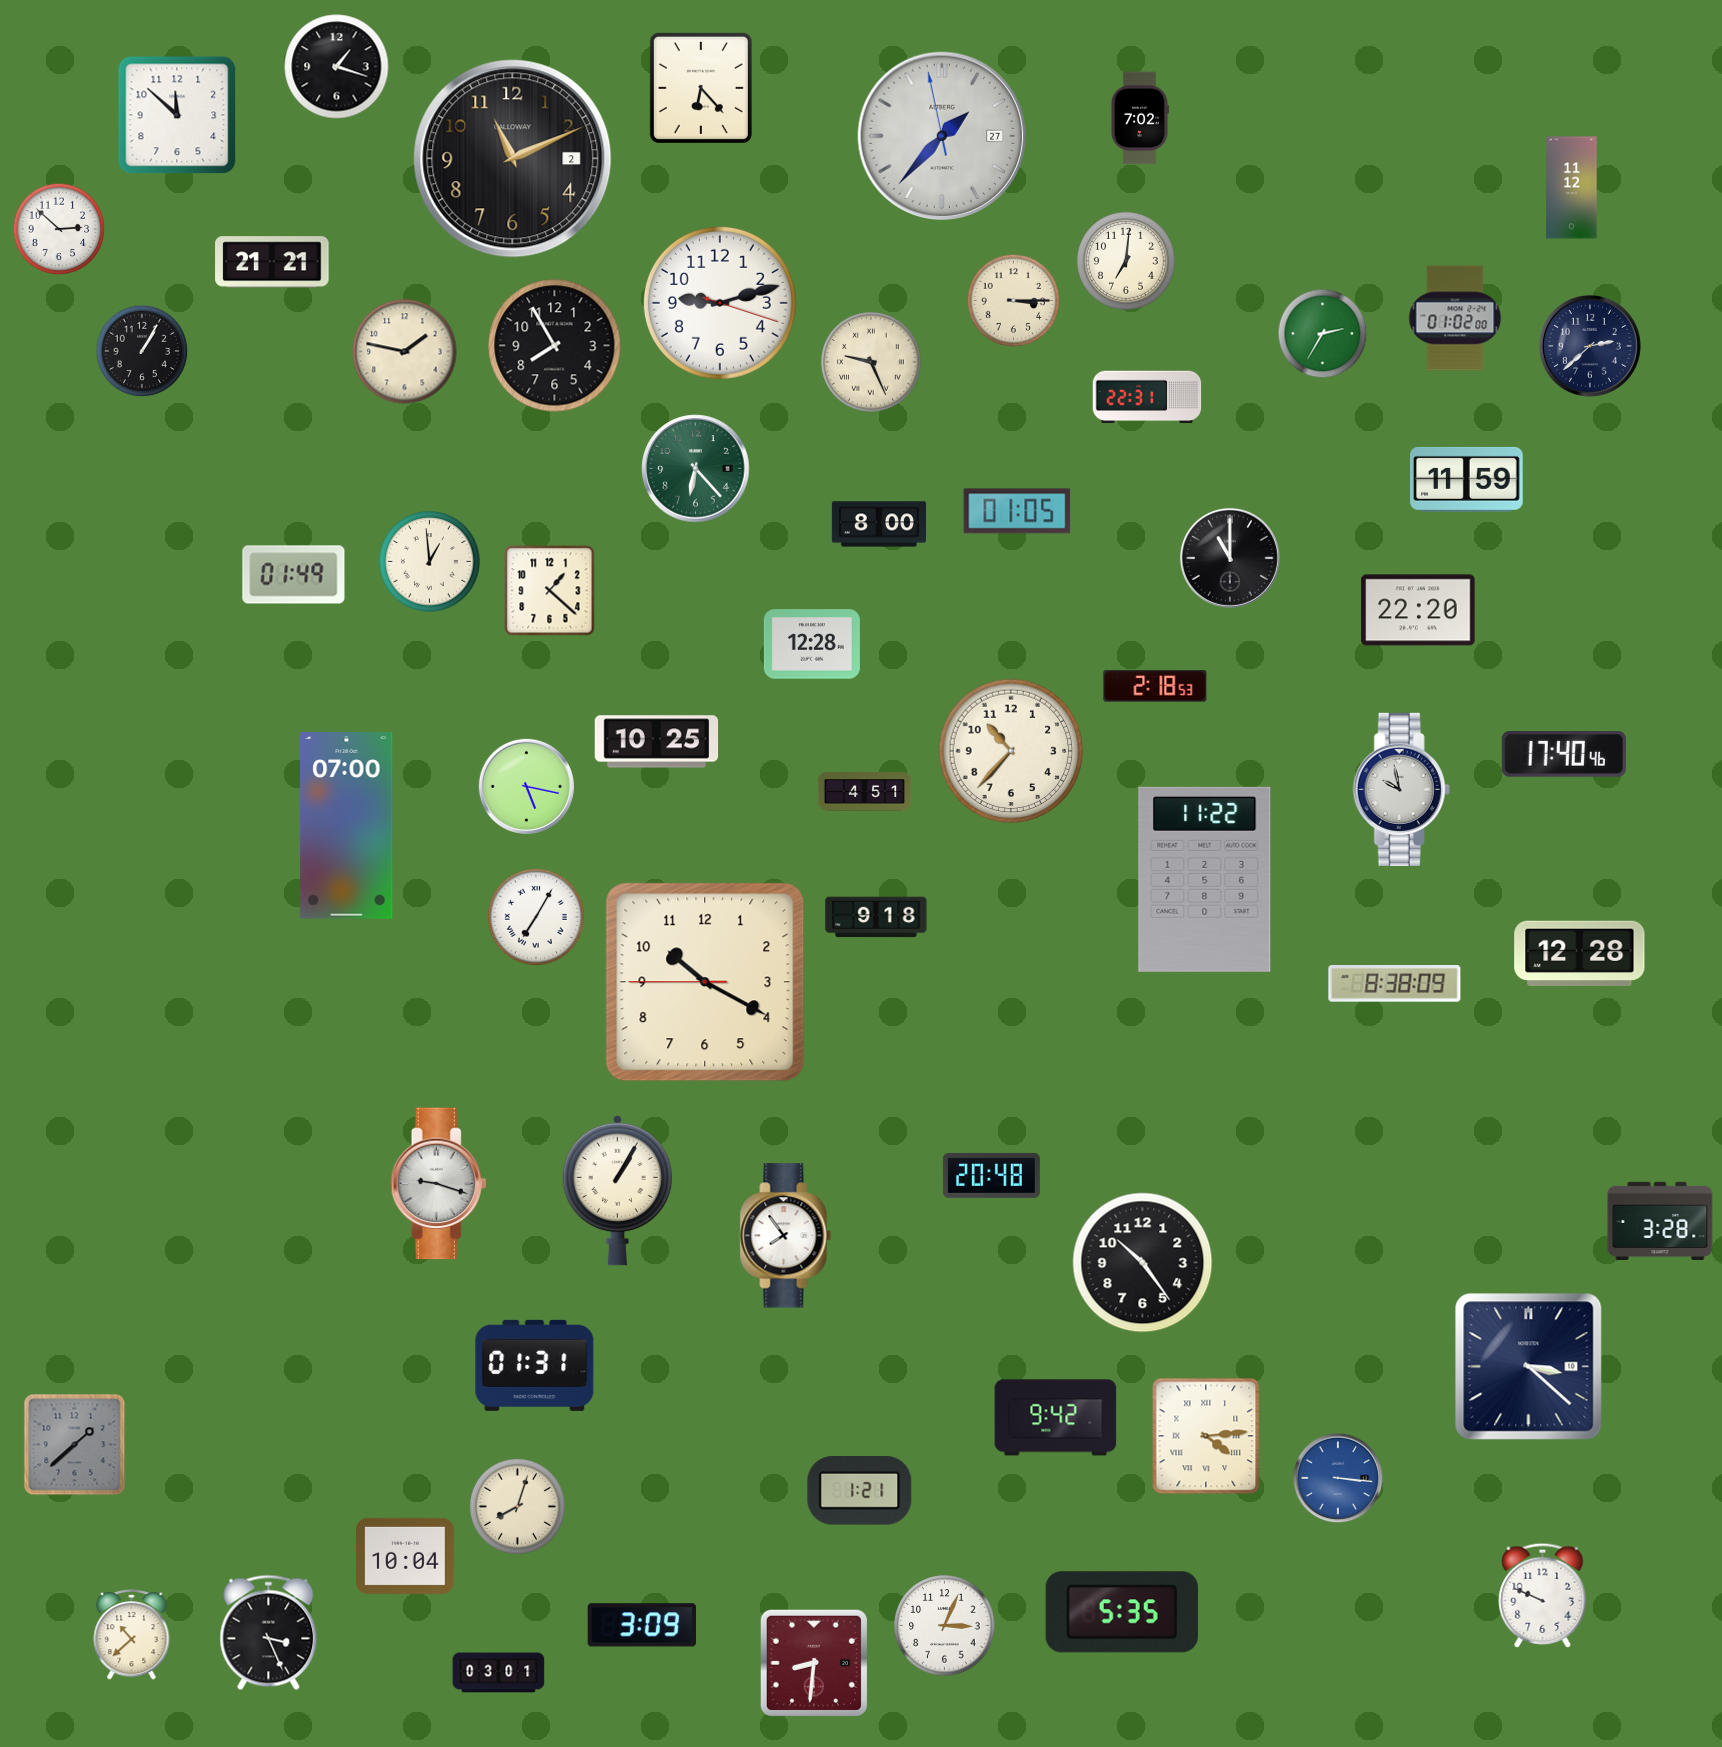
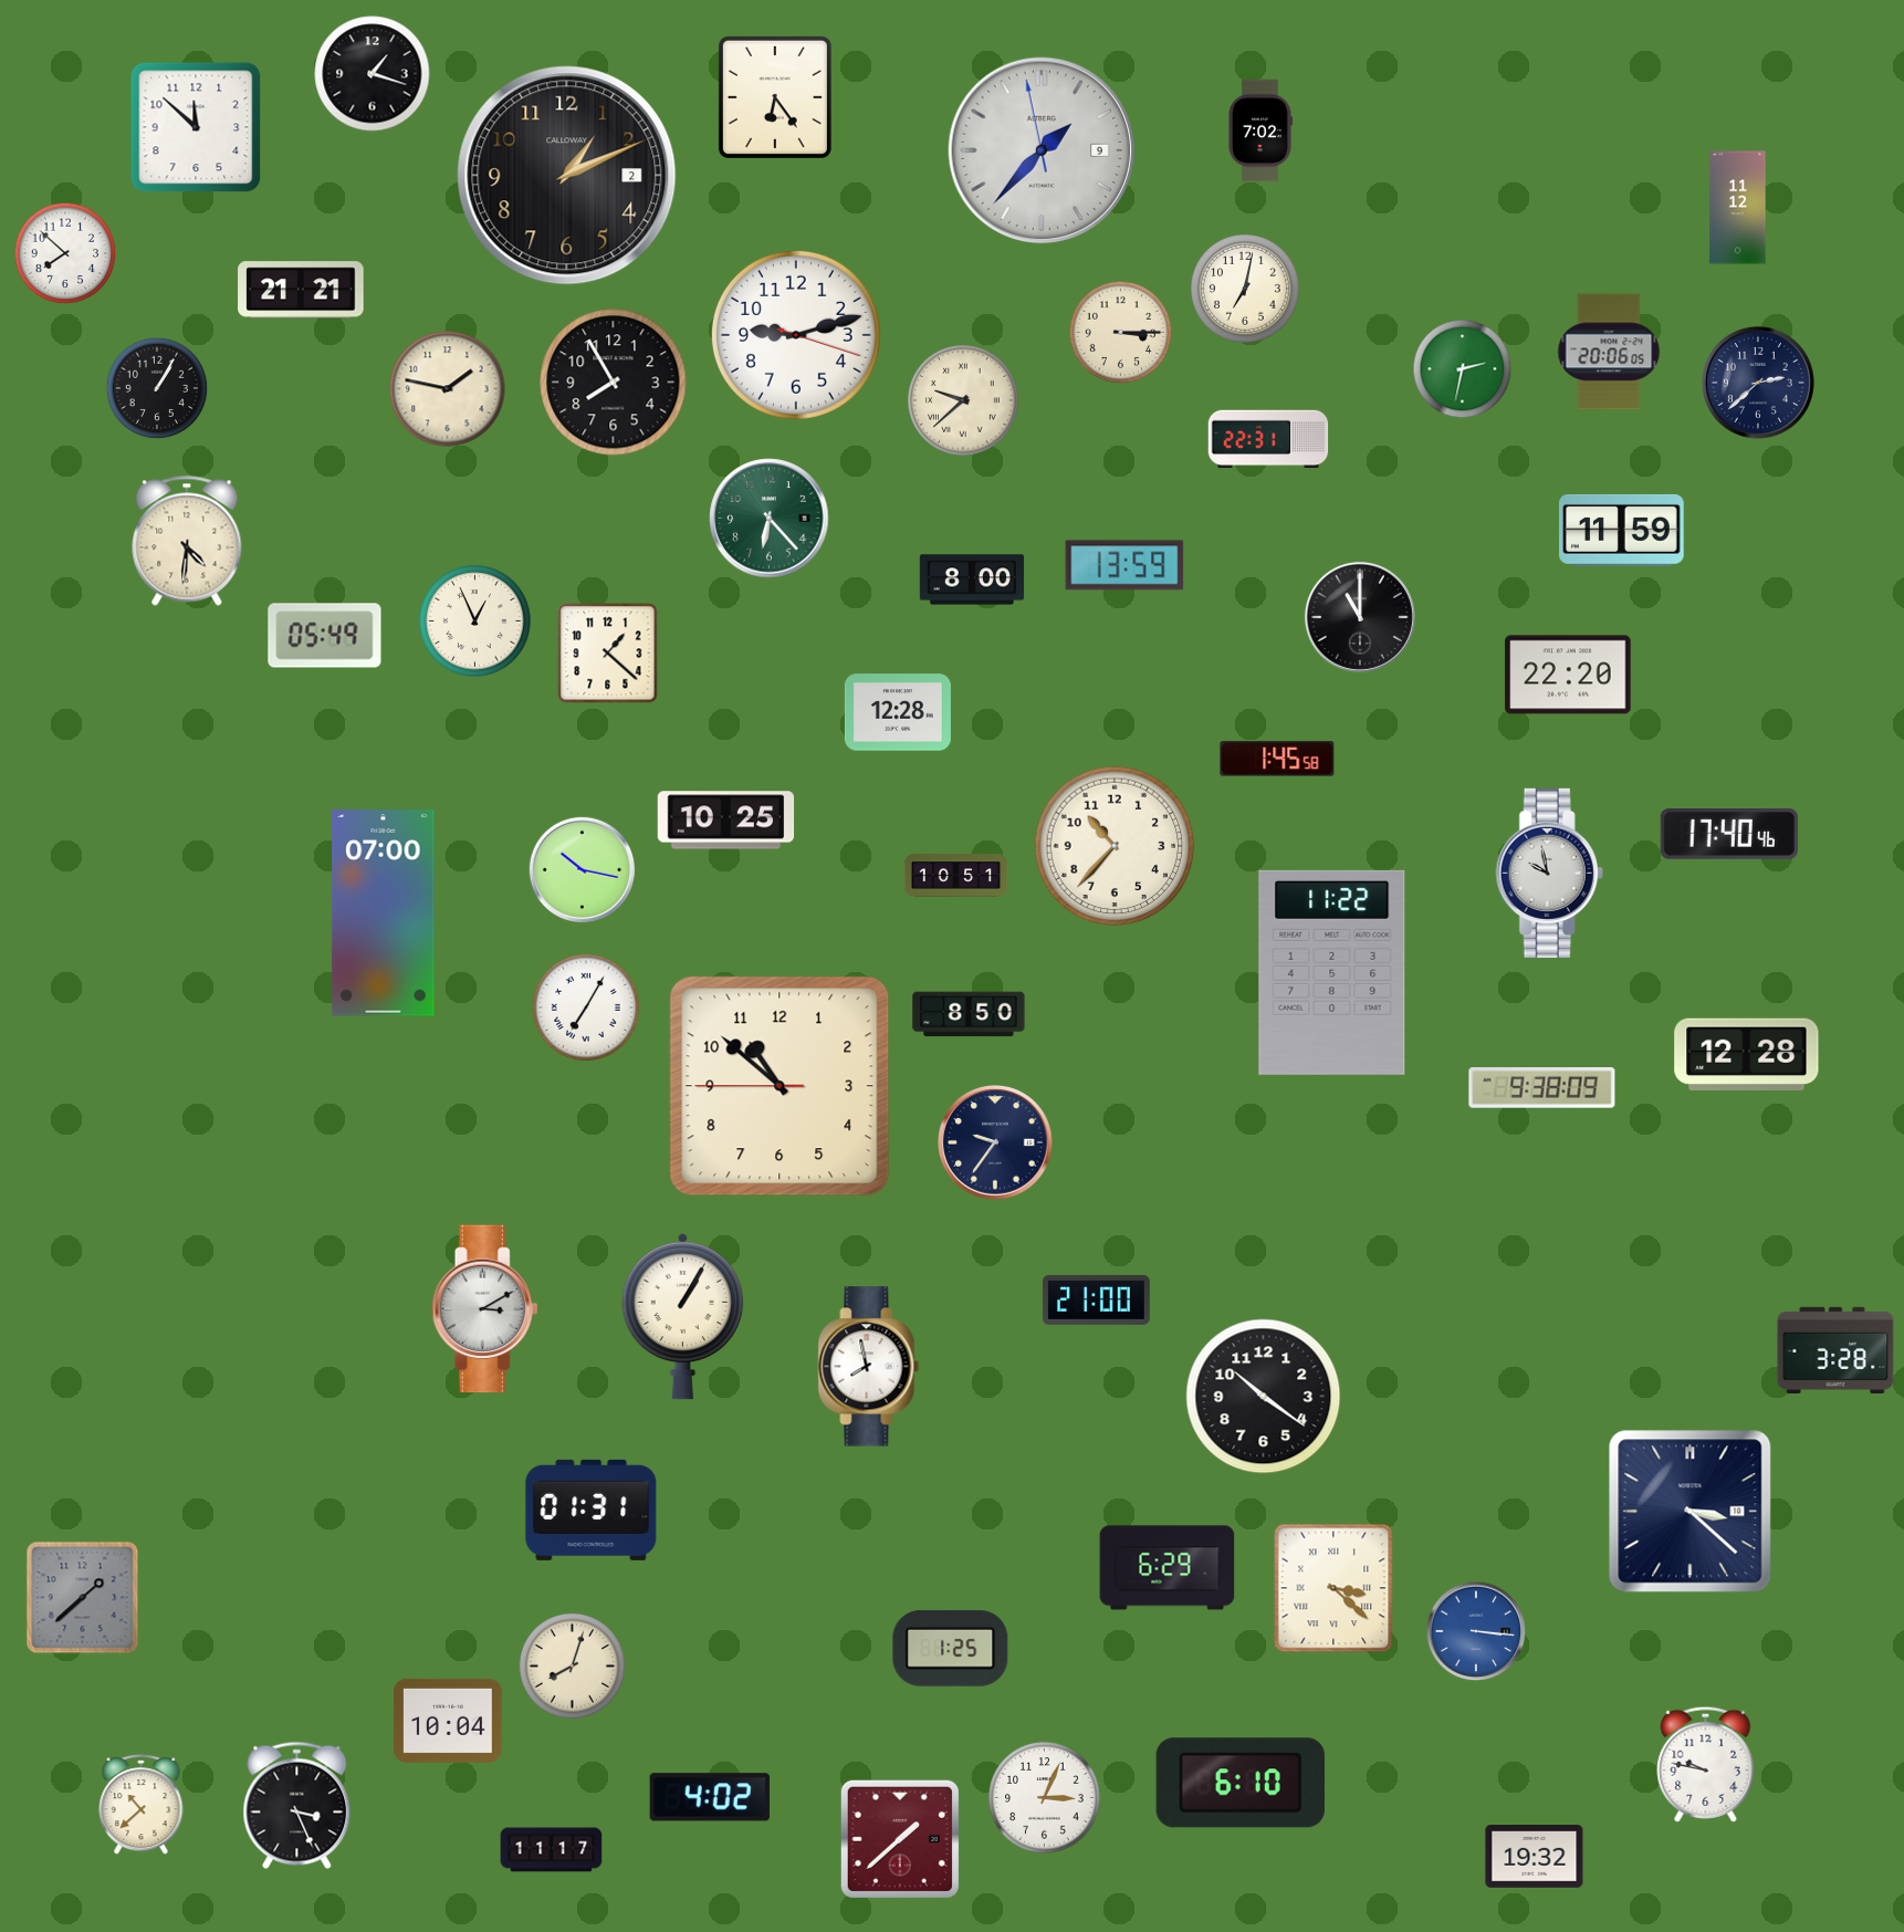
clock at (701, 88): 6:23 -> 6:24
clock at (942, 136) date: 27 -> 9
clock at (513, 159): 11:11 -> 1:11
clock at (59, 229): 2:52 -> 7:52
clock at (1126, 261): 7:01 -> 7:02
clock at (1455, 318): 01:02 -> 20:06
clock at (1323, 334): 2:35 -> 2:32
clock at (871, 362): 9:26 -> 9:38
clock at (187, 541): none -> 4:31
clock at (1017, 511): 01:05 -> 13:59
clock at (430, 562): 12:59 -> 12:56
clock at (294, 575): 01:49 -> 05:49
clock at (1155, 686): 2:18 -> 1:45
clock at (1011, 751) position: (1011, 751) -> (1115, 846)
clock at (526, 786): 5:17 -> 10:17
clock at (865, 792): 4:51 -> 10:51
clock at (536, 917) position: (536, 917) -> (586, 1007)
clock at (876, 917): 9:18 -> 8:50
clock at (705, 982): 10:19 -> 10:51
clock at (1395, 984): 8:38 -> 9:38
clock at (996, 1143): none -> 9:36
clock at (991, 1175): 20:48 -> 21:00
clock at (439, 1184): 9:18 -> 3:10
clock at (786, 1236): 7:54 -> 7:58
clock at (1143, 1263): 10:24 -> 10:21
clock at (1056, 1418): 9:42 -> 6:29
clock at (1206, 1436): 4:14 -> 3:22
clock at (1338, 1478) position: (1338, 1478) -> (1476, 1631)
clock at (860, 1491): 1:21 -> 1:25
clock at (1543, 1595): 9:49 -> 9:47
clock at (1122, 1612): 5:35 -> 6:10
clock at (642, 1625): 3:09 -> 4:02
clock at (132, 1635) position: (132, 1635) -> (142, 1805)
clock at (814, 1663): 8:31 -> 1:38
clock at (499, 1673): 03:01 -> 11:17
clock at (1535, 1857): none -> 19:32
